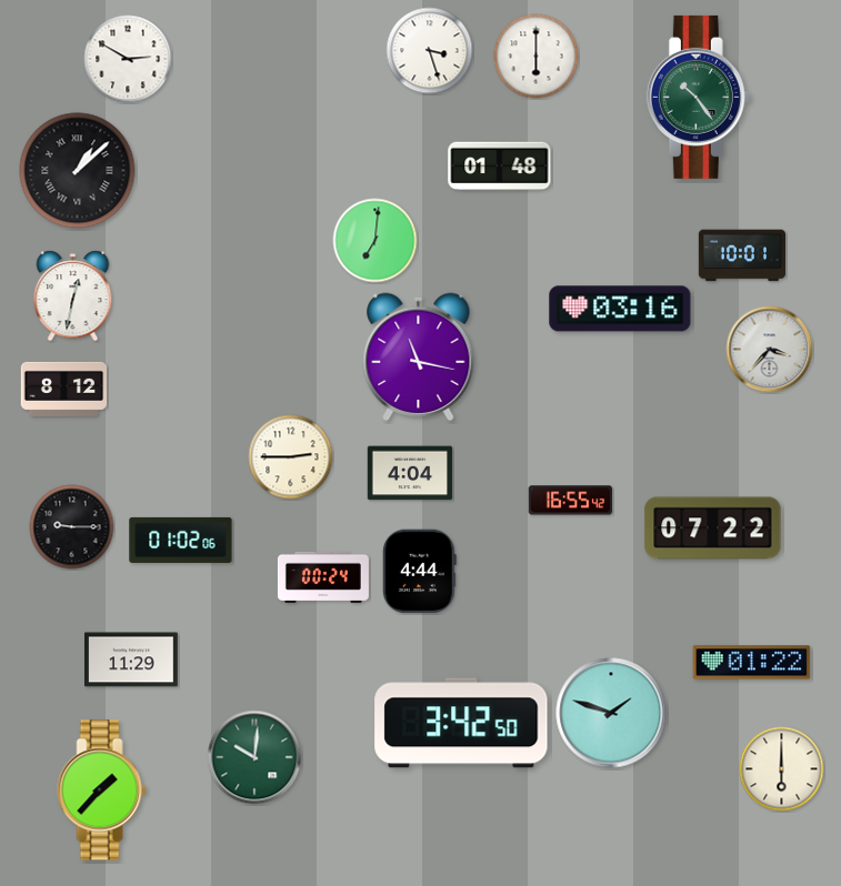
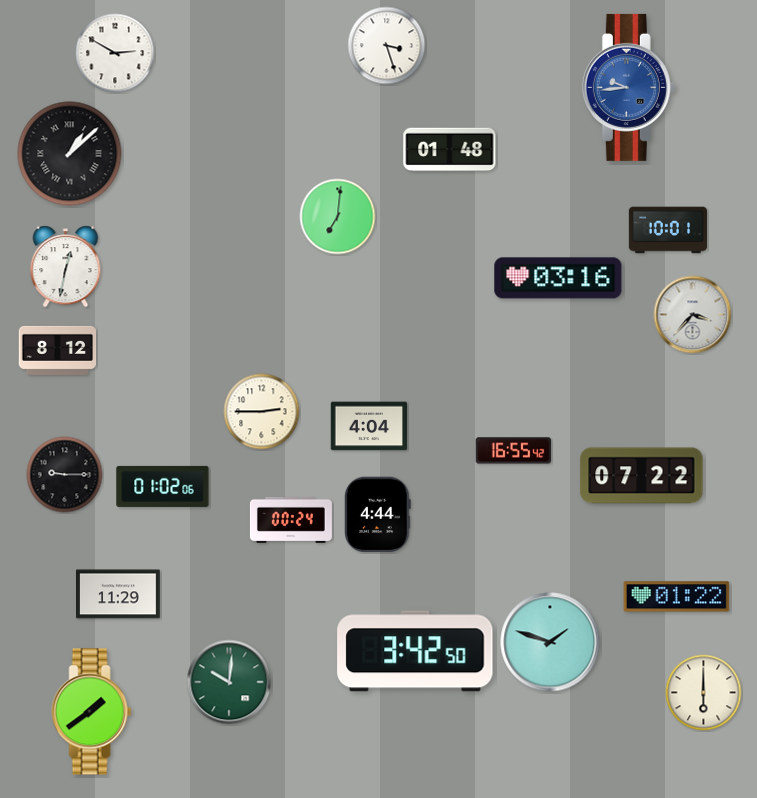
clock at (537, 57): 6:00 -> none
clock at (698, 97): 10:24 -> 9:44
clock at (698, 97) dial: green -> blue
clock at (419, 356): 11:17 -> none
clock at (102, 791): 1:37 -> 1:39
